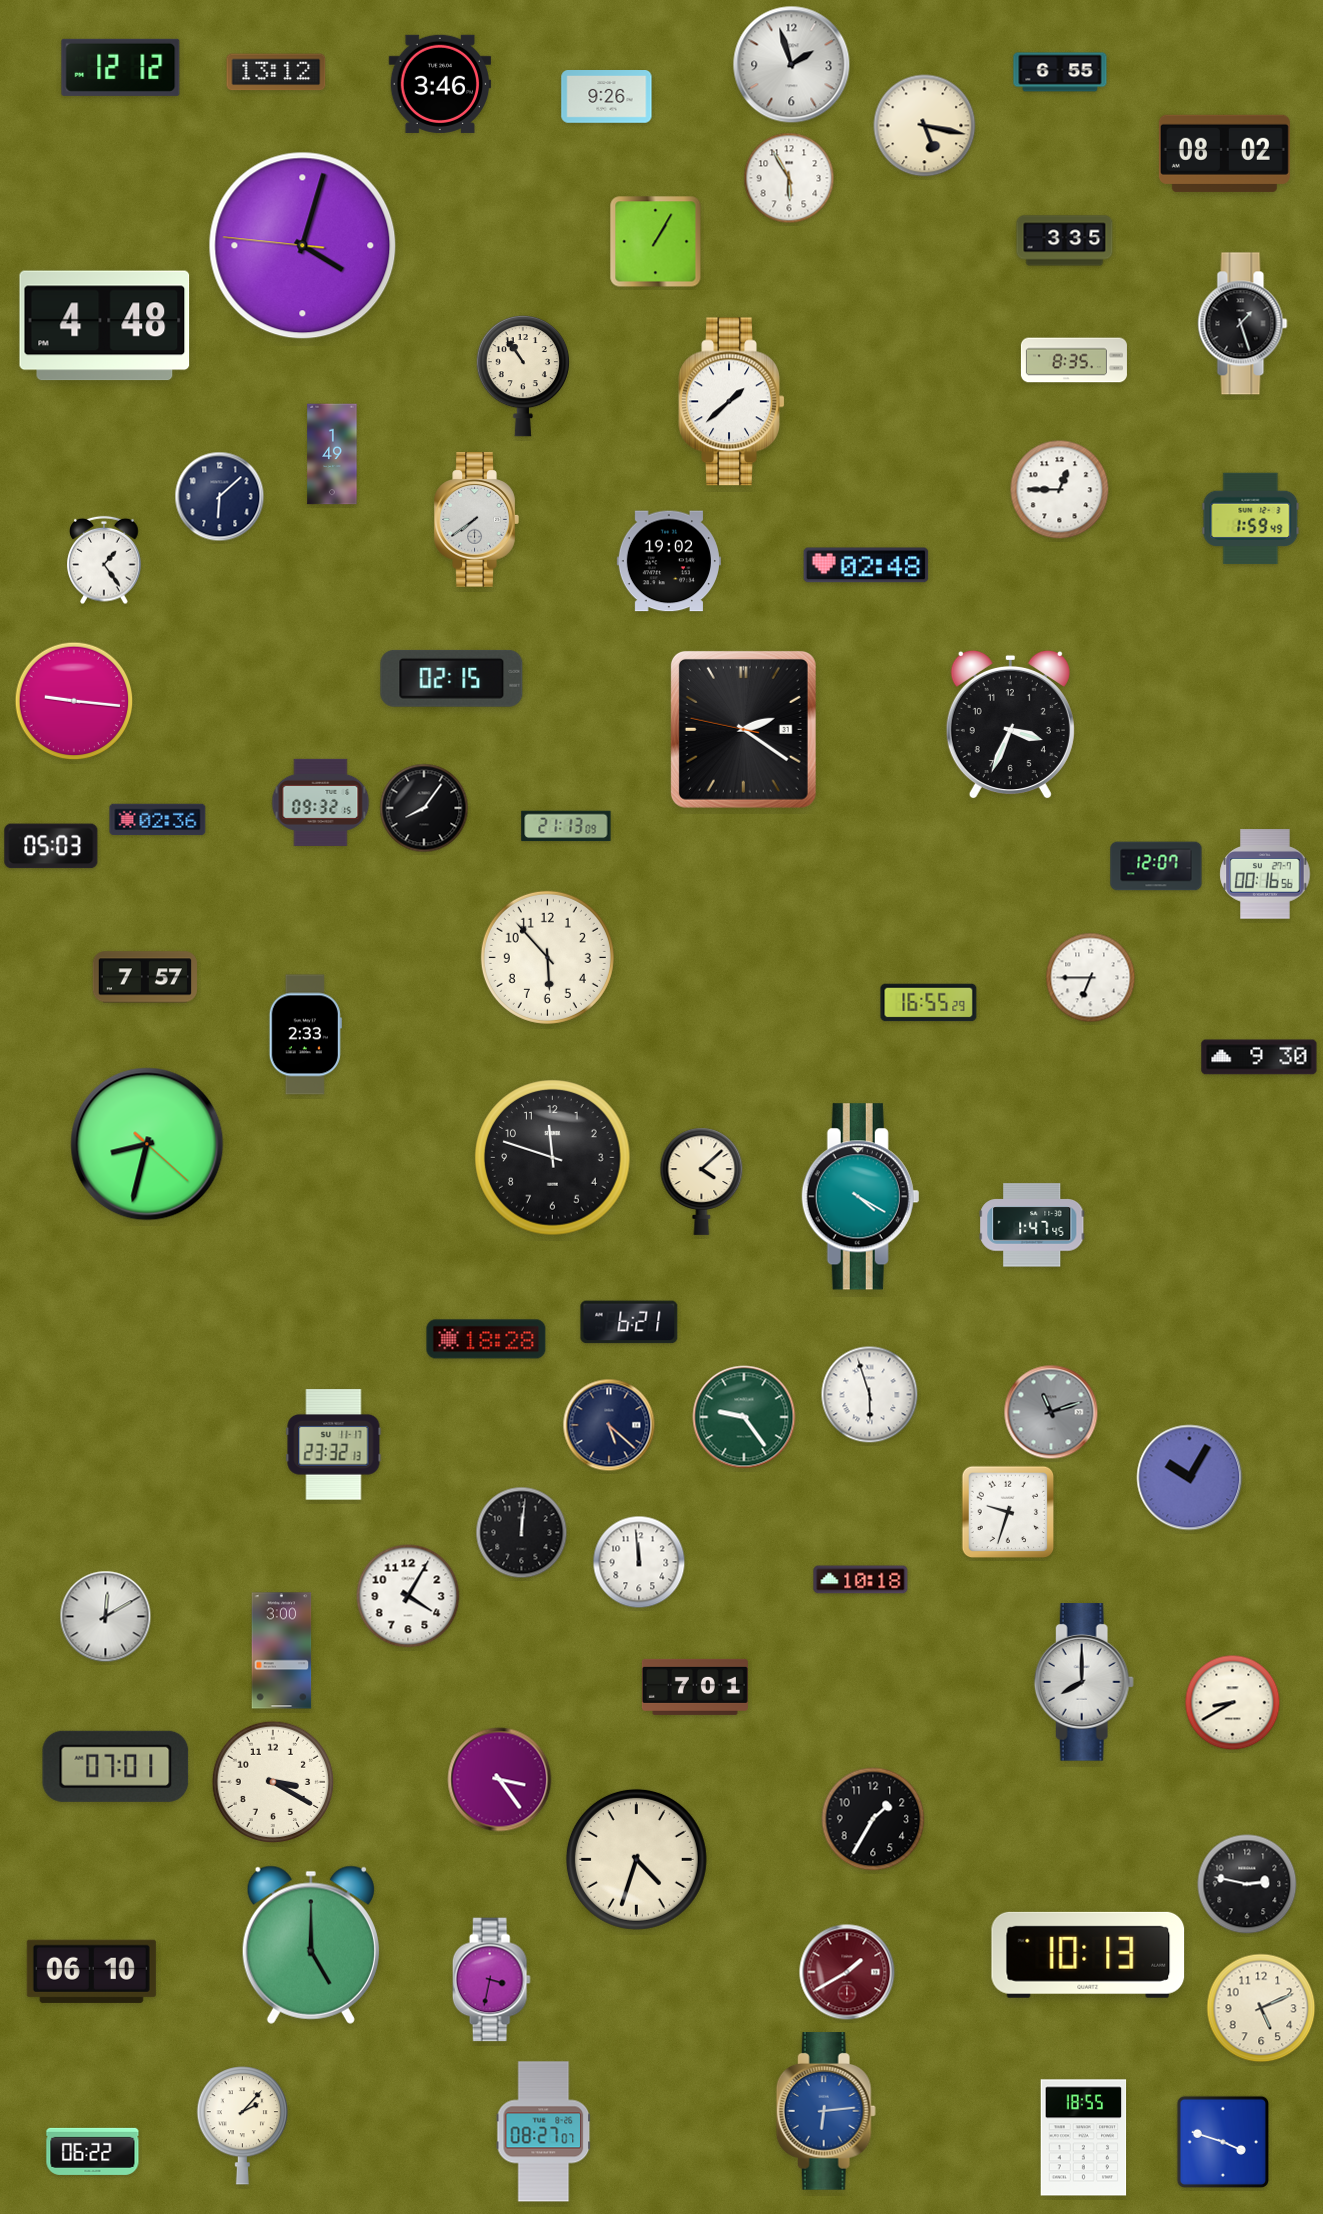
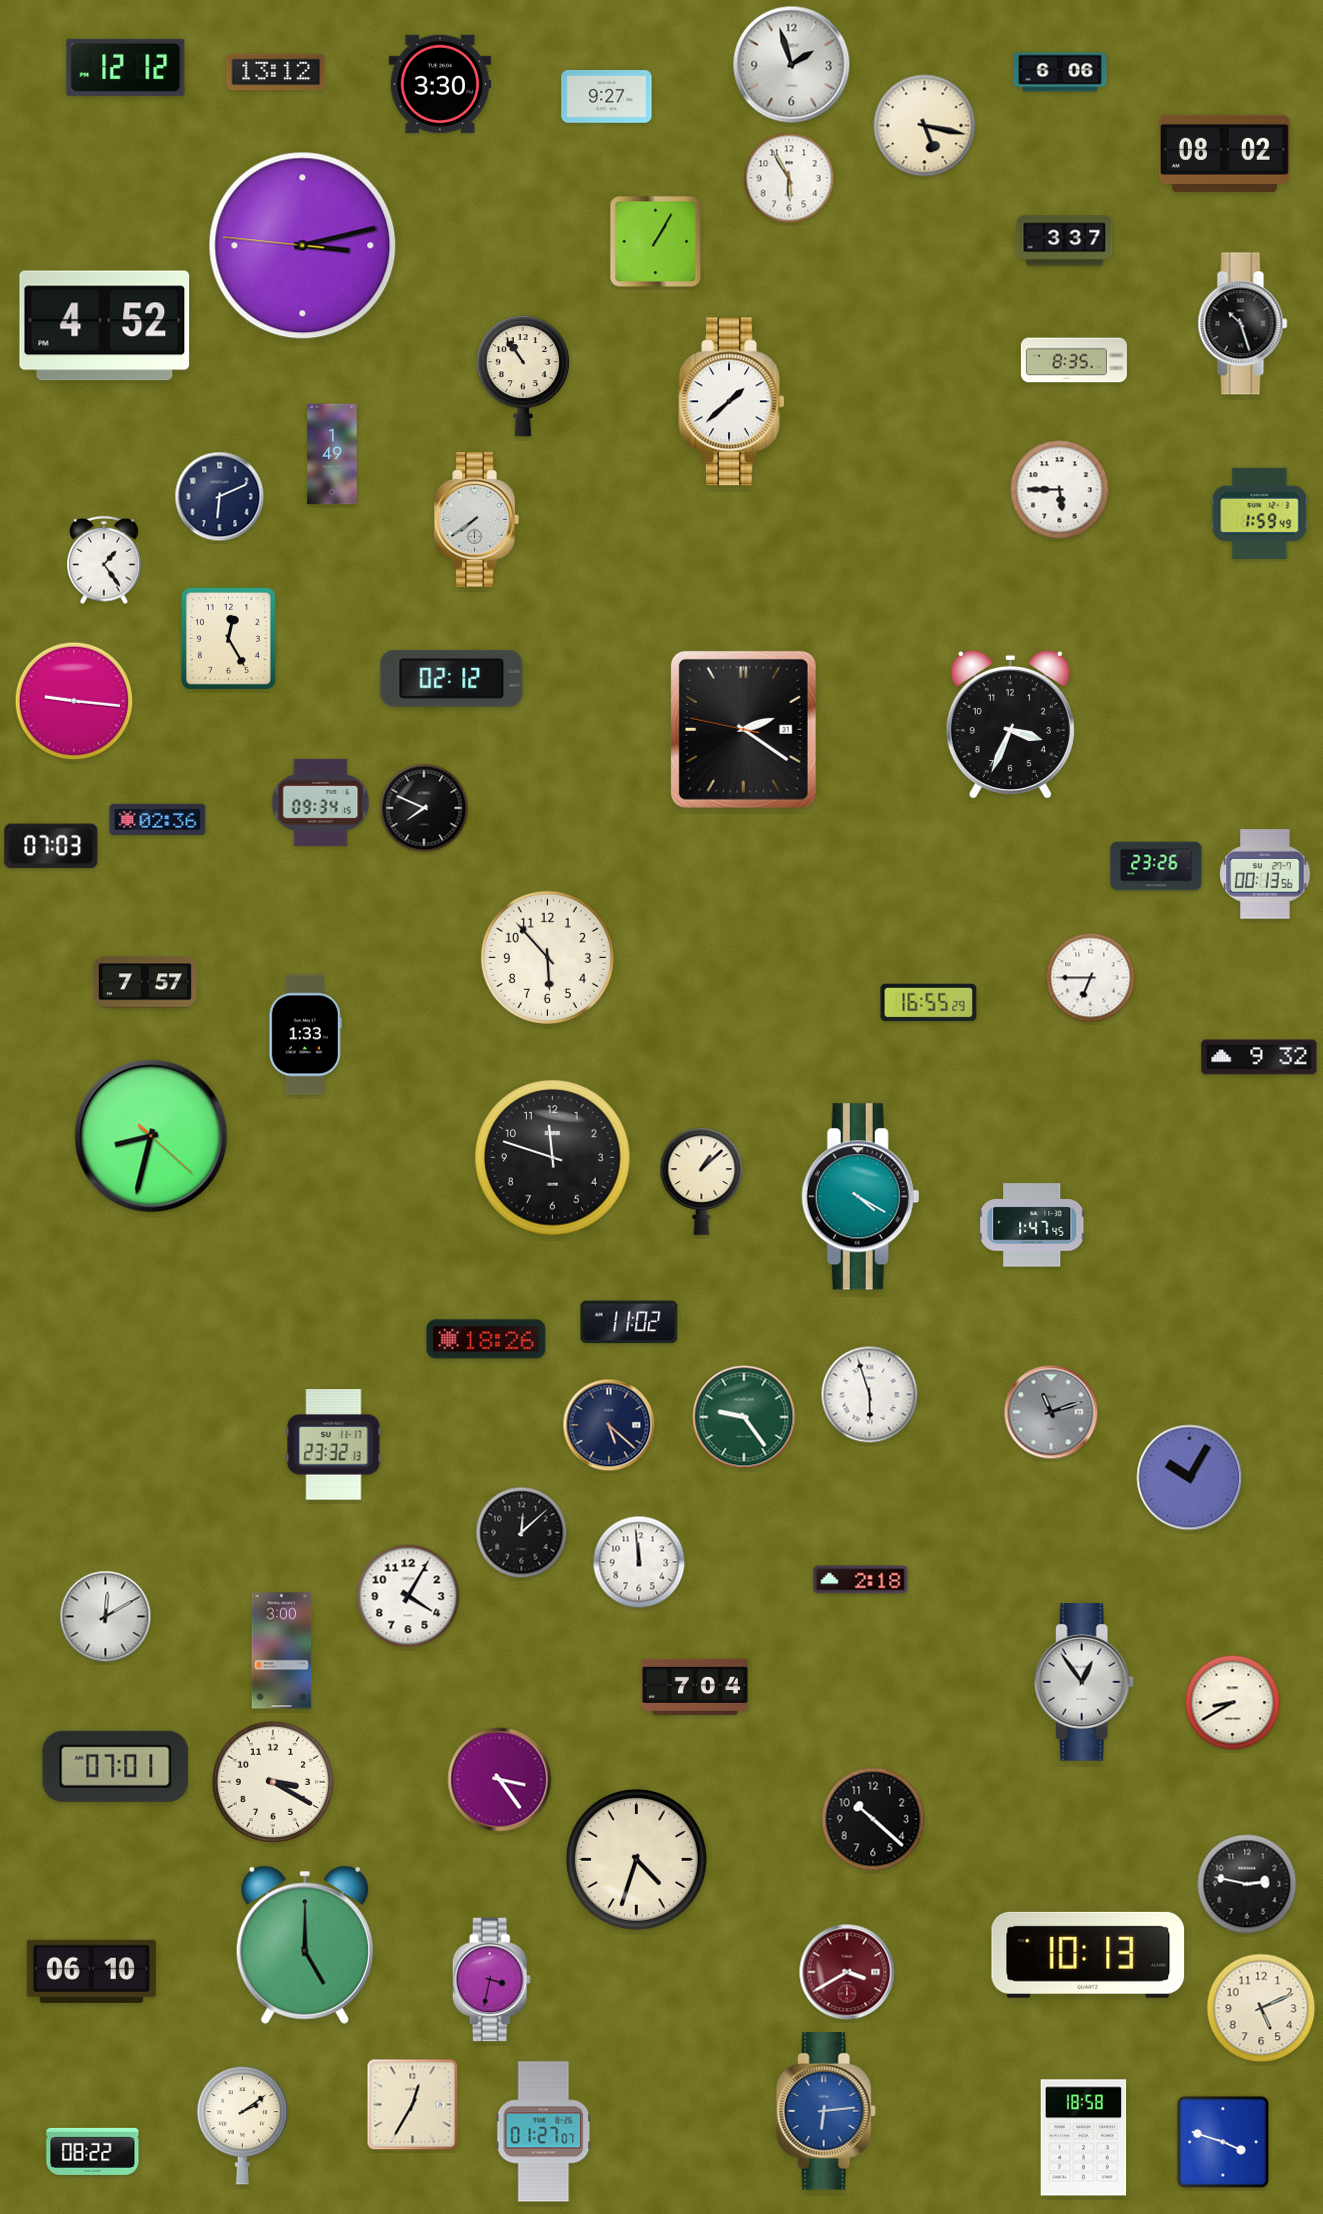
clock at (121, 67) position: (121, 67) -> (126, 67)
clock at (1060, 72): 6:55 -> 6:06
clock at (440, 84): 3:46 -> 3:30
clock at (607, 97): 9:26 -> 9:27
clock at (1065, 241): 3:35 -> 3:37
clock at (303, 246): 4:02 -> 3:12
clock at (1243, 324): 1:27 -> 10:27
clock at (105, 326): 4:48 -> 4:52
clock at (1060, 490): 12:45 -> 5:45
clock at (220, 497): 6:08 -> 6:11
clock at (1251, 519) position: (1251, 519) -> (1260, 514)
clock at (669, 561): 19:02 -> none
clock at (866, 565): 02:48 -> none
clock at (228, 638): none -> 12:25
clock at (452, 678): 02:15 -> 02:12
clock at (321, 802): 09:32 -> 09:34
clock at (424, 808): 8:06 -> 7:49
clock at (566, 826): 21:13 -> none
clock at (51, 846): 05:03 -> 07:03
clock at (1156, 866): 12:07 -> 23:26
clock at (1265, 874): 00:16 -> 00:13
clock at (145, 977) position: (145, 977) -> (145, 982)
clock at (305, 1035): 2:33 -> 1:33
clock at (1259, 1057): 9:30 -> 9:32
clock at (147, 1144) position: (147, 1144) -> (151, 1136)
clock at (702, 1181): 4:08 -> 1:08
clock at (629, 1322): 6:21 -> 11:02
clock at (486, 1339): 18:28 -> 18:26
clock at (1008, 1512): 9:33 -> none
clock at (522, 1533): 12:01 -> 12:08
clock at (861, 1580): 10:18 -> 2:18
clock at (1084, 1682): 8:00 -> 12:54
clock at (695, 1687): 7:01 -> 7:04
clock at (873, 1819): 1:35 -> 10:22
clock at (311, 1945) position: (311, 1945) -> (305, 1945)
clock at (847, 1972): 1:40 -> 3:40
clock at (413, 2105): none -> 12:35
clock at (242, 2126): 2:07 -> 2:09
clock at (544, 2132): 08:27 -> 01:27
clock at (1084, 2138): 18:55 -> 18:58
clock at (93, 2151): 06:22 -> 08:22
